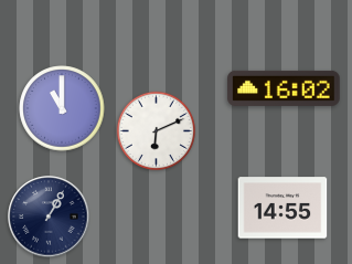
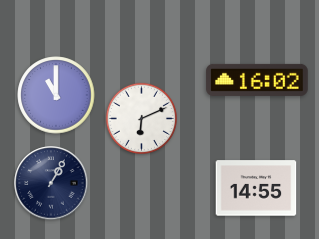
clock at (62, 108) position: (62, 108) -> (56, 95)
clock at (49, 217) position: (49, 217) -> (51, 183)
